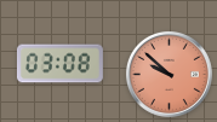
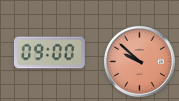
clock at (59, 64): 03:08 -> 09:00
